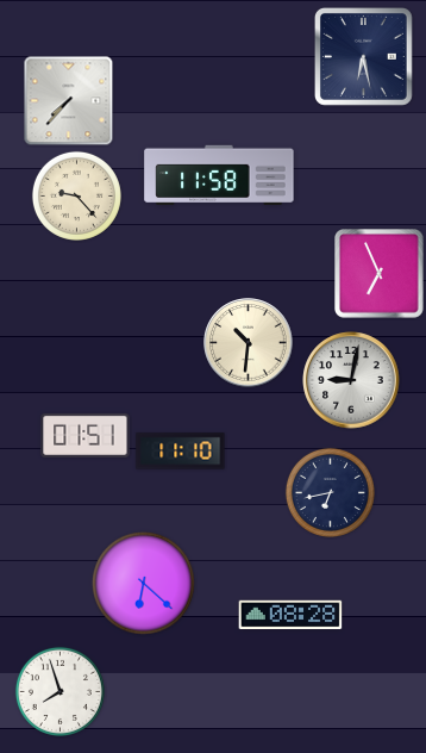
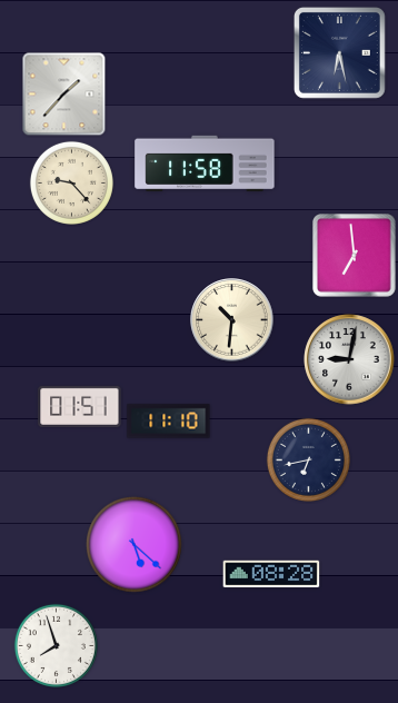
clock at (69, 101): 7:37 -> 1:37
clock at (380, 274): 6:56 -> 6:59
clock at (351, 380) position: (351, 380) -> (349, 359)
clock at (143, 583): 6:22 -> 5:22
